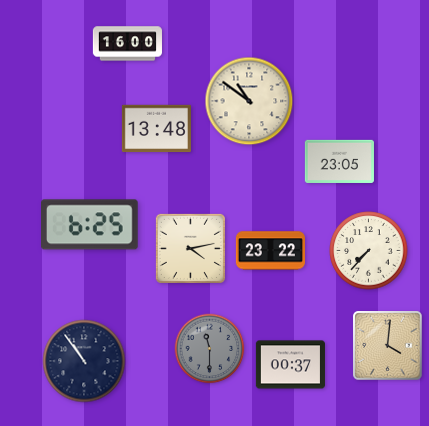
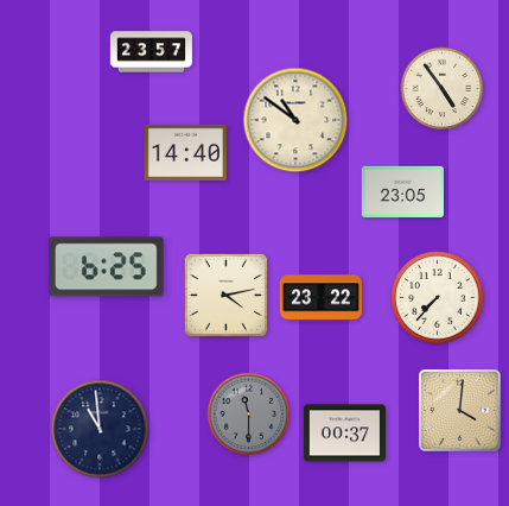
clock at (127, 44): 16:00 -> 23:57
clock at (443, 89): none -> 4:54
clock at (156, 129): 13:48 -> 14:40
clock at (84, 361): 10:54 -> 10:59
